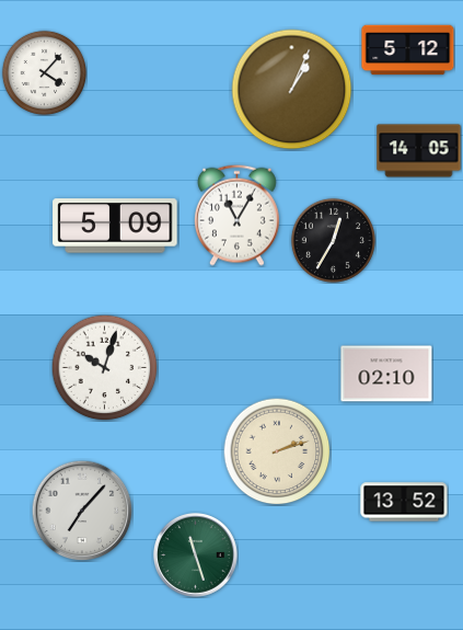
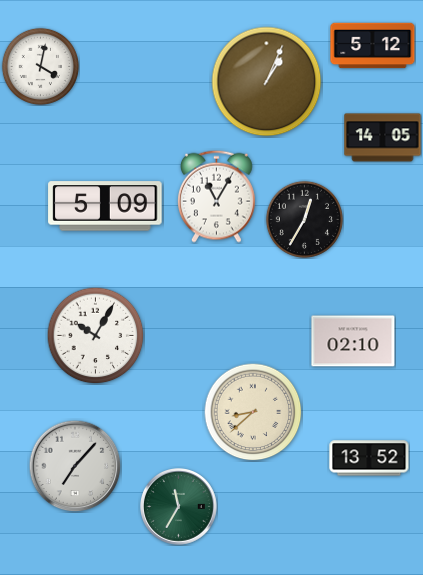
clock at (44, 72): 4:07 -> 4:02
clock at (104, 367): 10:03 -> 10:05
clock at (277, 451): 2:12 -> 8:38
clock at (196, 555): 11:27 -> 11:35
